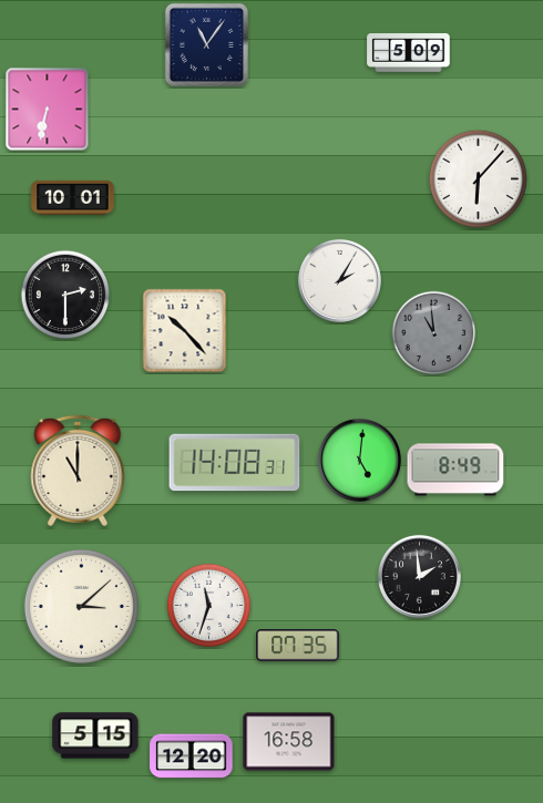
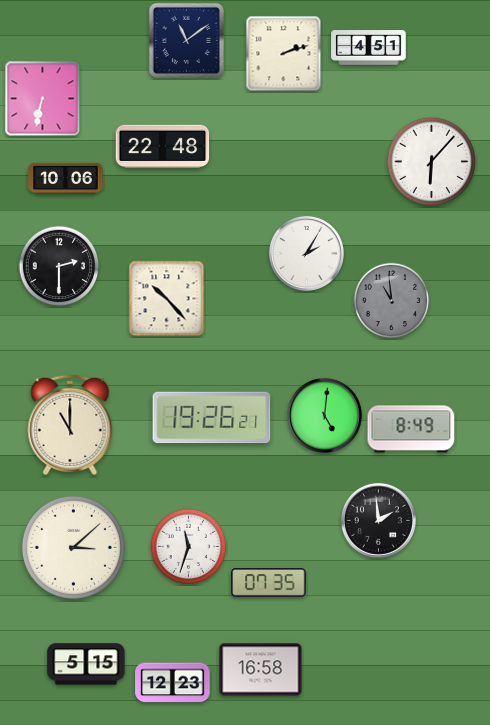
clock at (206, 44): 11:06 -> 11:09
clock at (409, 53): 5:09 -> 4:51
clock at (284, 54): none -> 2:12
clock at (163, 147): none -> 22:48
clock at (73, 198): 10:01 -> 10:06
clock at (235, 463): 14:08 -> 19:26
clock at (455, 470) position: (455, 470) -> (411, 429)
clock at (192, 756): 12:20 -> 12:23
